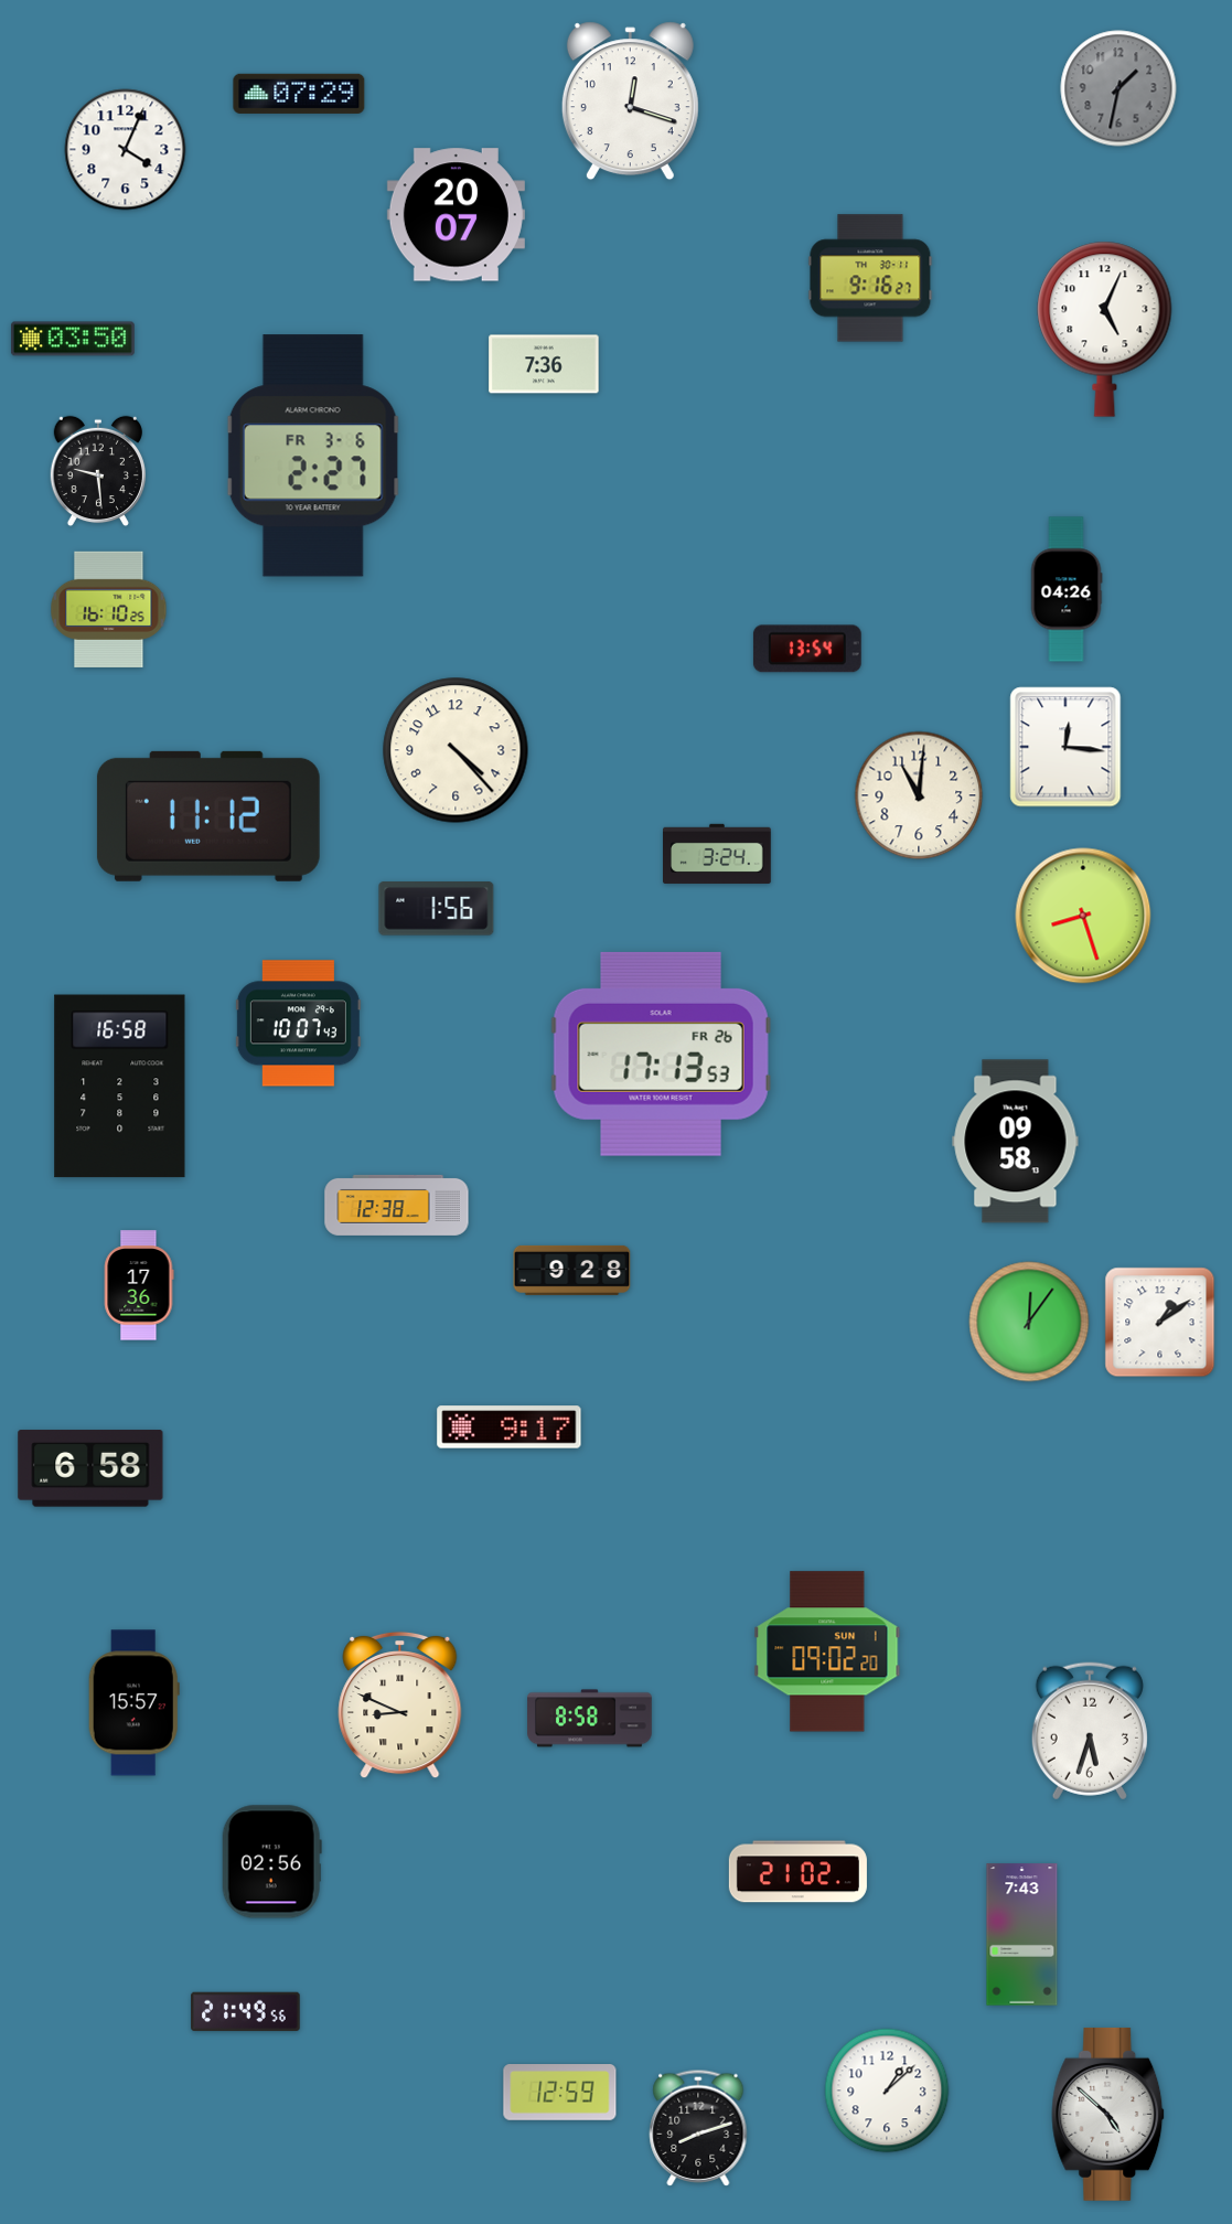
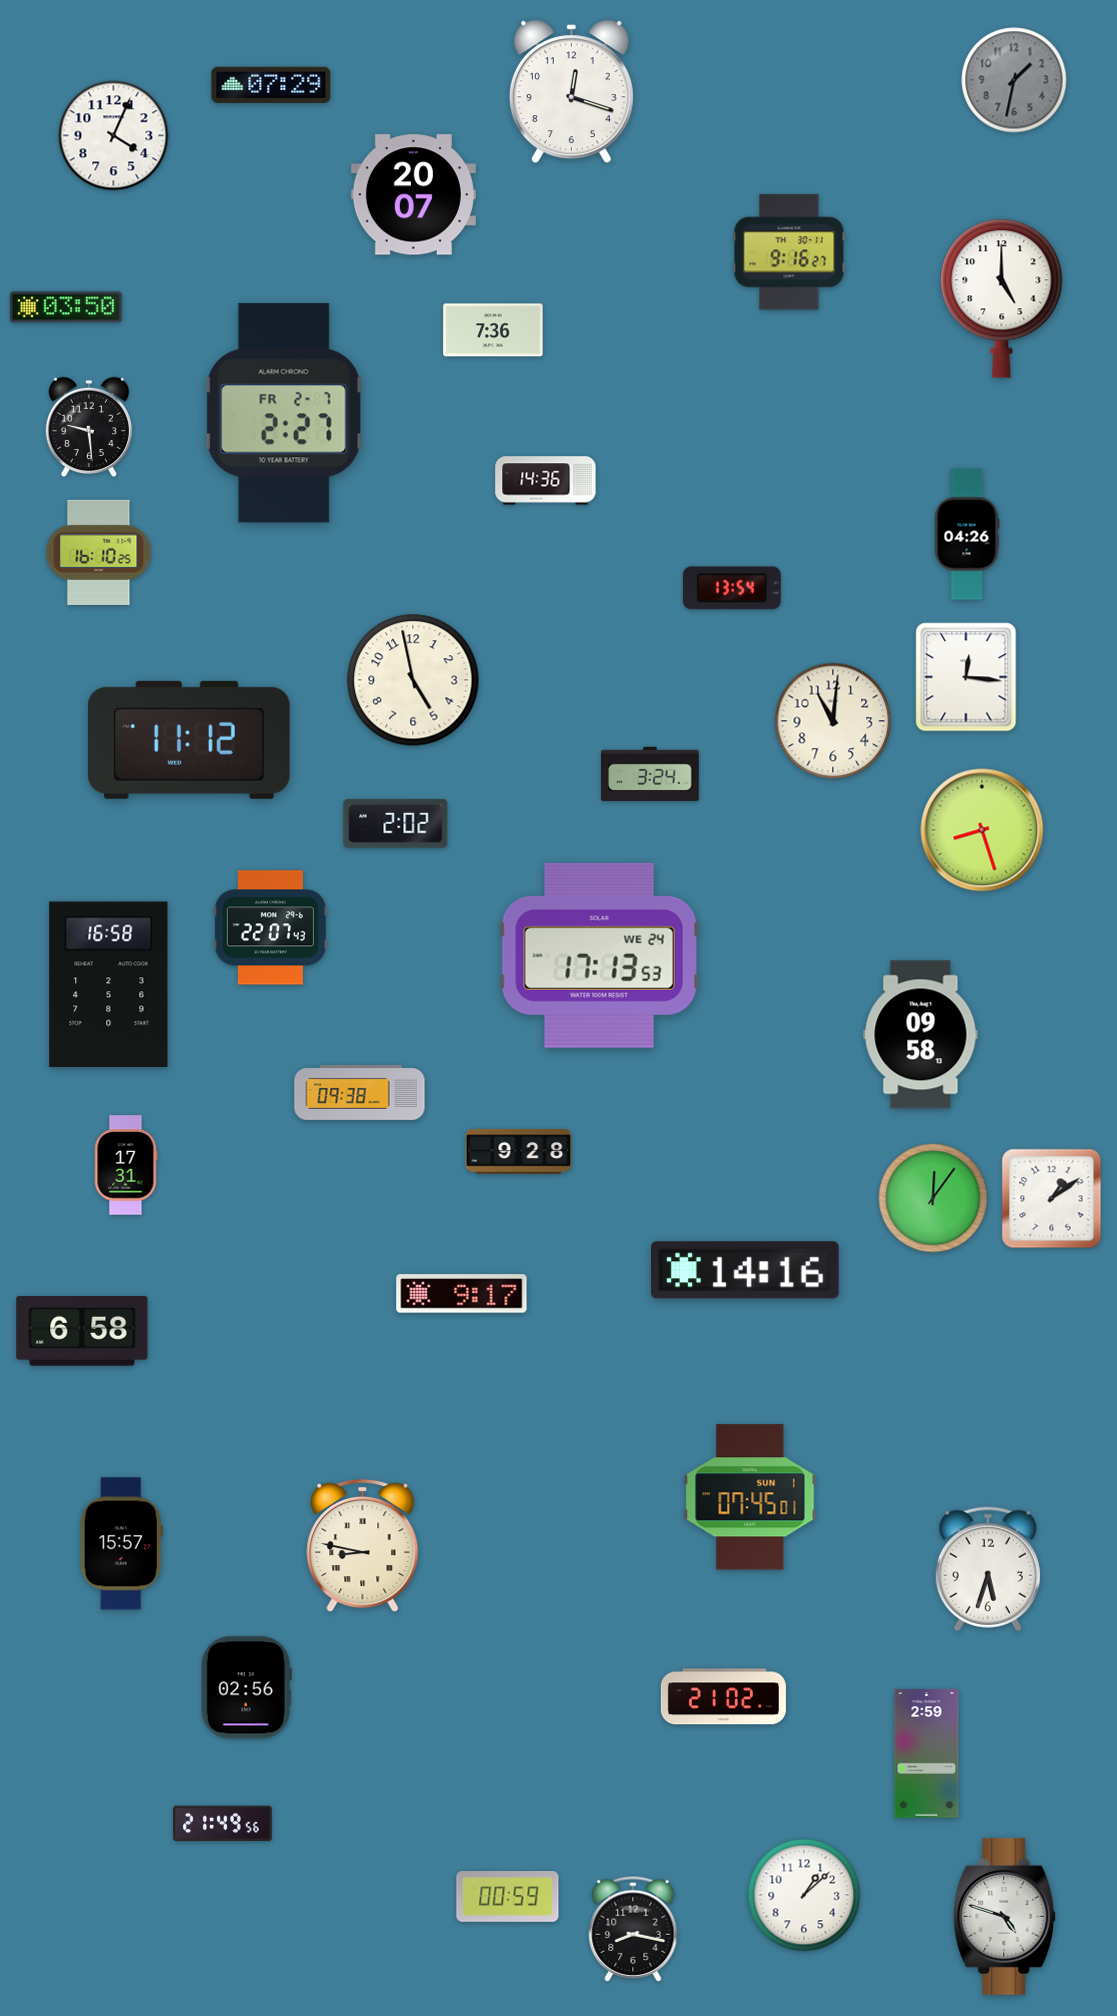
clock at (1105, 329): 5:04 -> 5:00
clock at (313, 456) date: FR 3-6 -> FR 2-7
clock at (546, 481): none -> 14:36
clock at (456, 750): 4:23 -> 4:58
clock at (437, 909): 1:56 -> 2:02
clock at (298, 1024): 10:07 -> 22:07
clock at (661, 1054) date: FR 26 -> WE 24
clock at (397, 1205): 12:38 -> 09:38
clock at (139, 1285): 17:36 -> 17:31
clock at (746, 1270): none -> 14:16
clock at (827, 1651): 09:02 -> 07:45
clock at (400, 1706): 8:49 -> 8:47
clock at (590, 1719): 8:58 -> none
clock at (1022, 1935): 7:43 -> 2:59
clock at (560, 2093): 12:59 -> 00:59
clock at (1108, 2114): 4:52 -> 4:48
clock at (698, 2128): 8:12 -> 8:17
